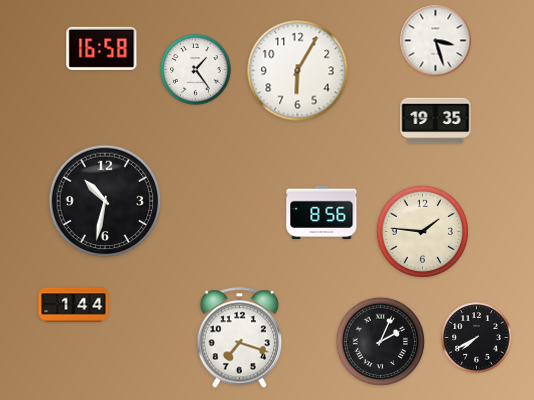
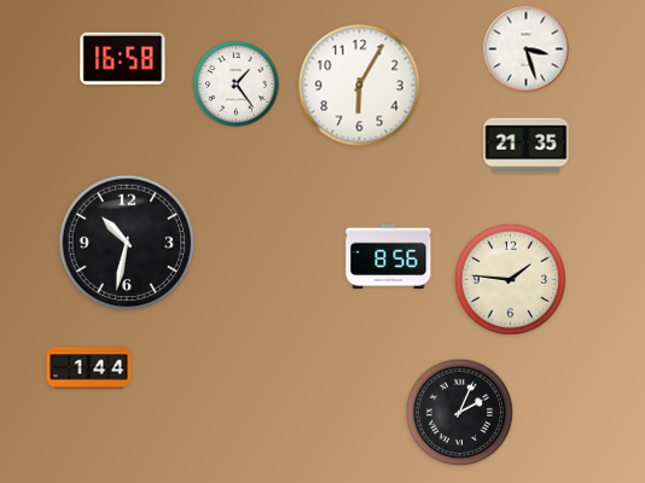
clock at (436, 121): 19:35 -> 21:35
clock at (240, 338): 7:18 -> none
clock at (477, 338): 7:40 -> none
